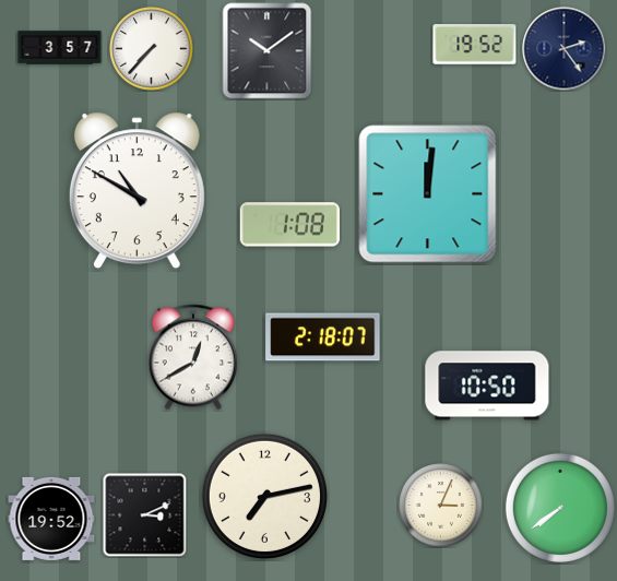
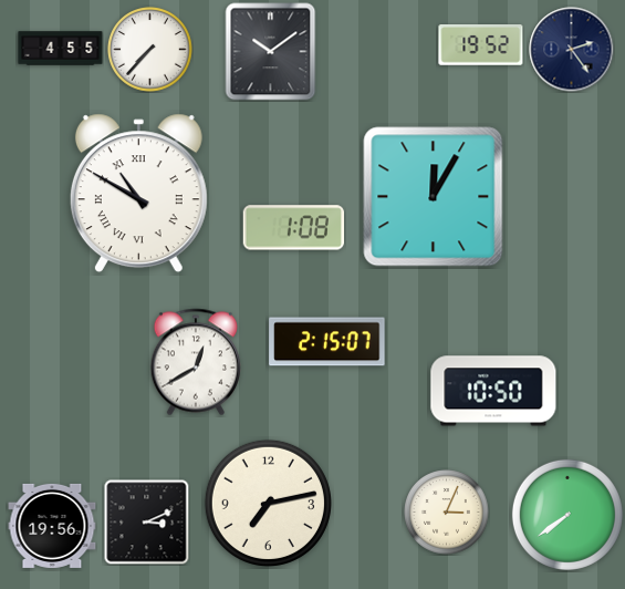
clock at (60, 48): 3:57 -> 4:55
clock at (152, 49) position: (152, 49) -> (150, 50)
clock at (137, 191) numerals: Arabic -> Roman
clock at (428, 194): 12:01 -> 12:05
clock at (323, 337): 2:18 -> 2:15
clock at (51, 519): 19:52 -> 19:56
